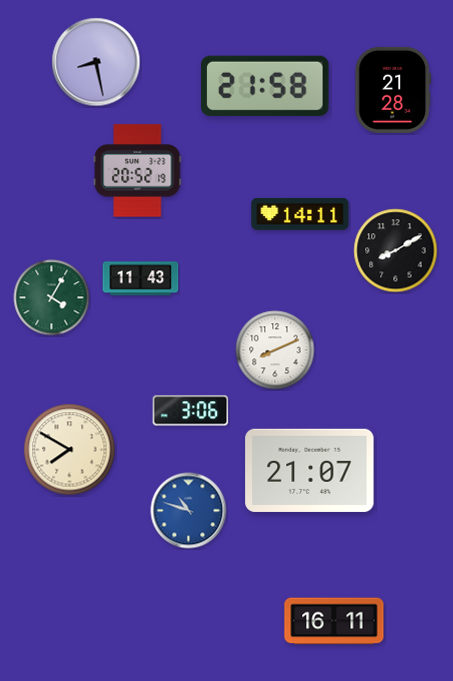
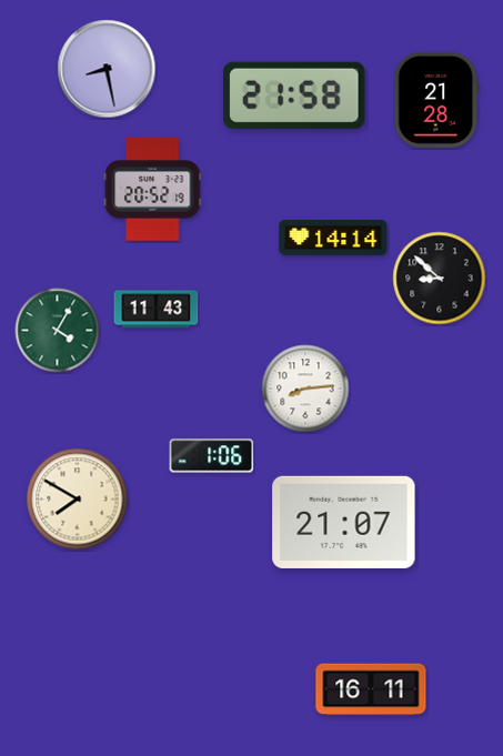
clock at (300, 214): 14:11 -> 14:14
clock at (396, 251): 8:10 -> 8:52
clock at (275, 350): 8:11 -> 8:14
clock at (191, 411): 3:06 -> 1:06
clock at (189, 511): 10:48 -> none
